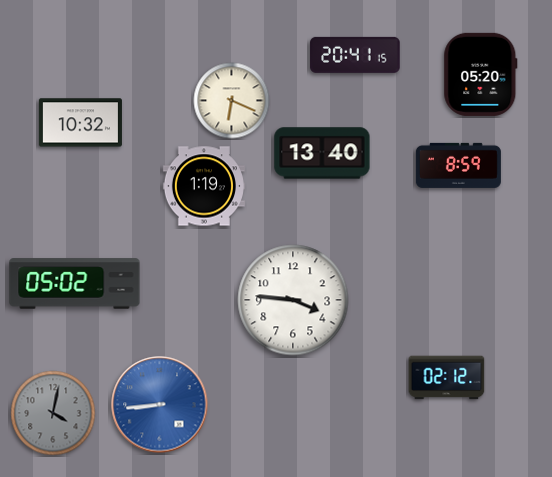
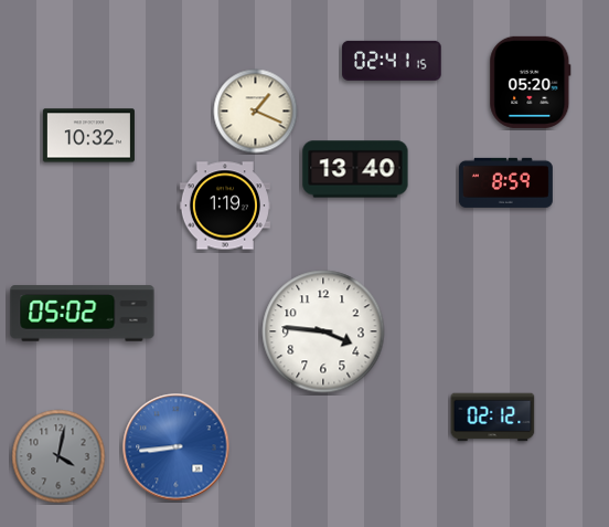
clock at (355, 55): 20:41 -> 02:41
clock at (232, 101): 6:19 -> 1:19
